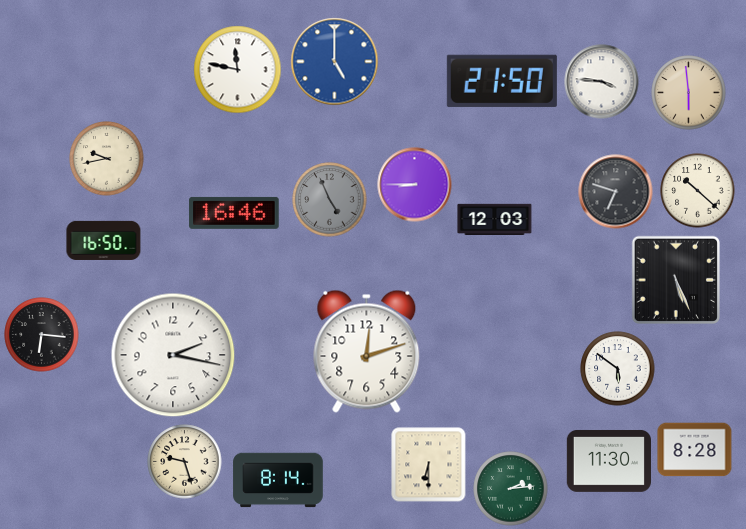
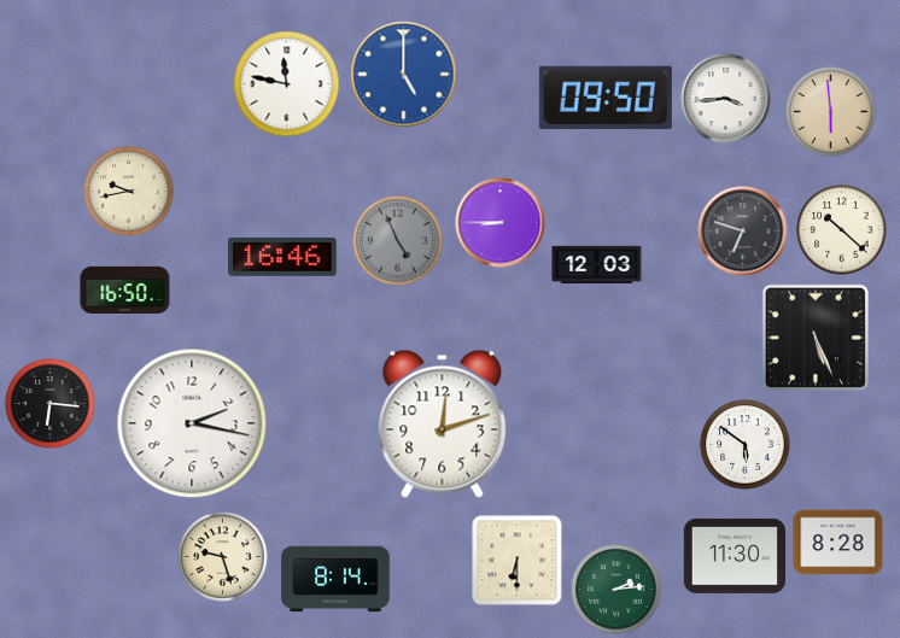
clock at (502, 81): 21:50 -> 09:50
clock at (602, 82): 3:46 -> 3:44
clock at (173, 355) position: (173, 355) -> (192, 423)
